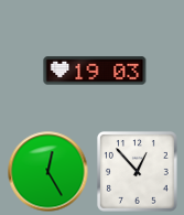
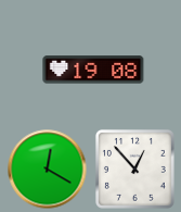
clock at (95, 71): 19:03 -> 19:08
clock at (48, 172): 12:25 -> 12:20
